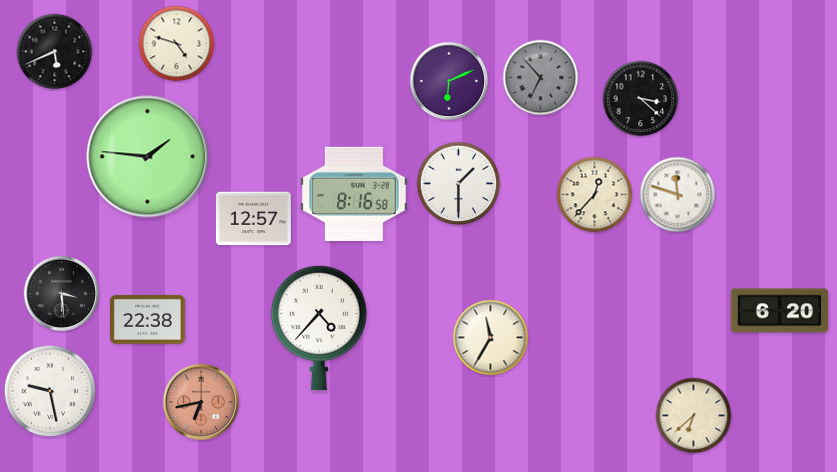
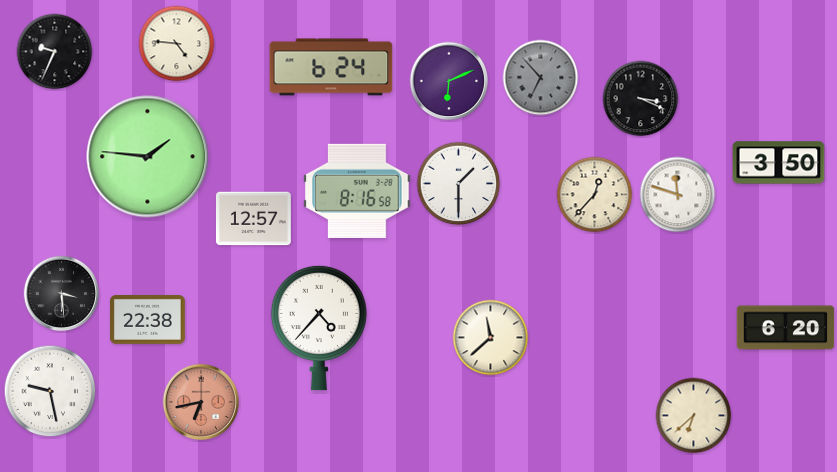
clock at (177, 44): 4:48 -> 4:46
clock at (55, 52): 5:41 -> 9:34
clock at (331, 67): none -> 6:24
clock at (641, 99): 3:22 -> 3:19
clock at (779, 163): none -> 3:50
clock at (354, 194) position: (354, 194) -> (357, 191)
clock at (780, 311) position: (780, 311) -> (786, 328)
clock at (491, 338): 11:35 -> 11:38
